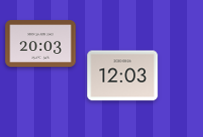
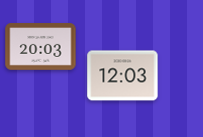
clock at (41, 44) position: (41, 44) -> (41, 47)
